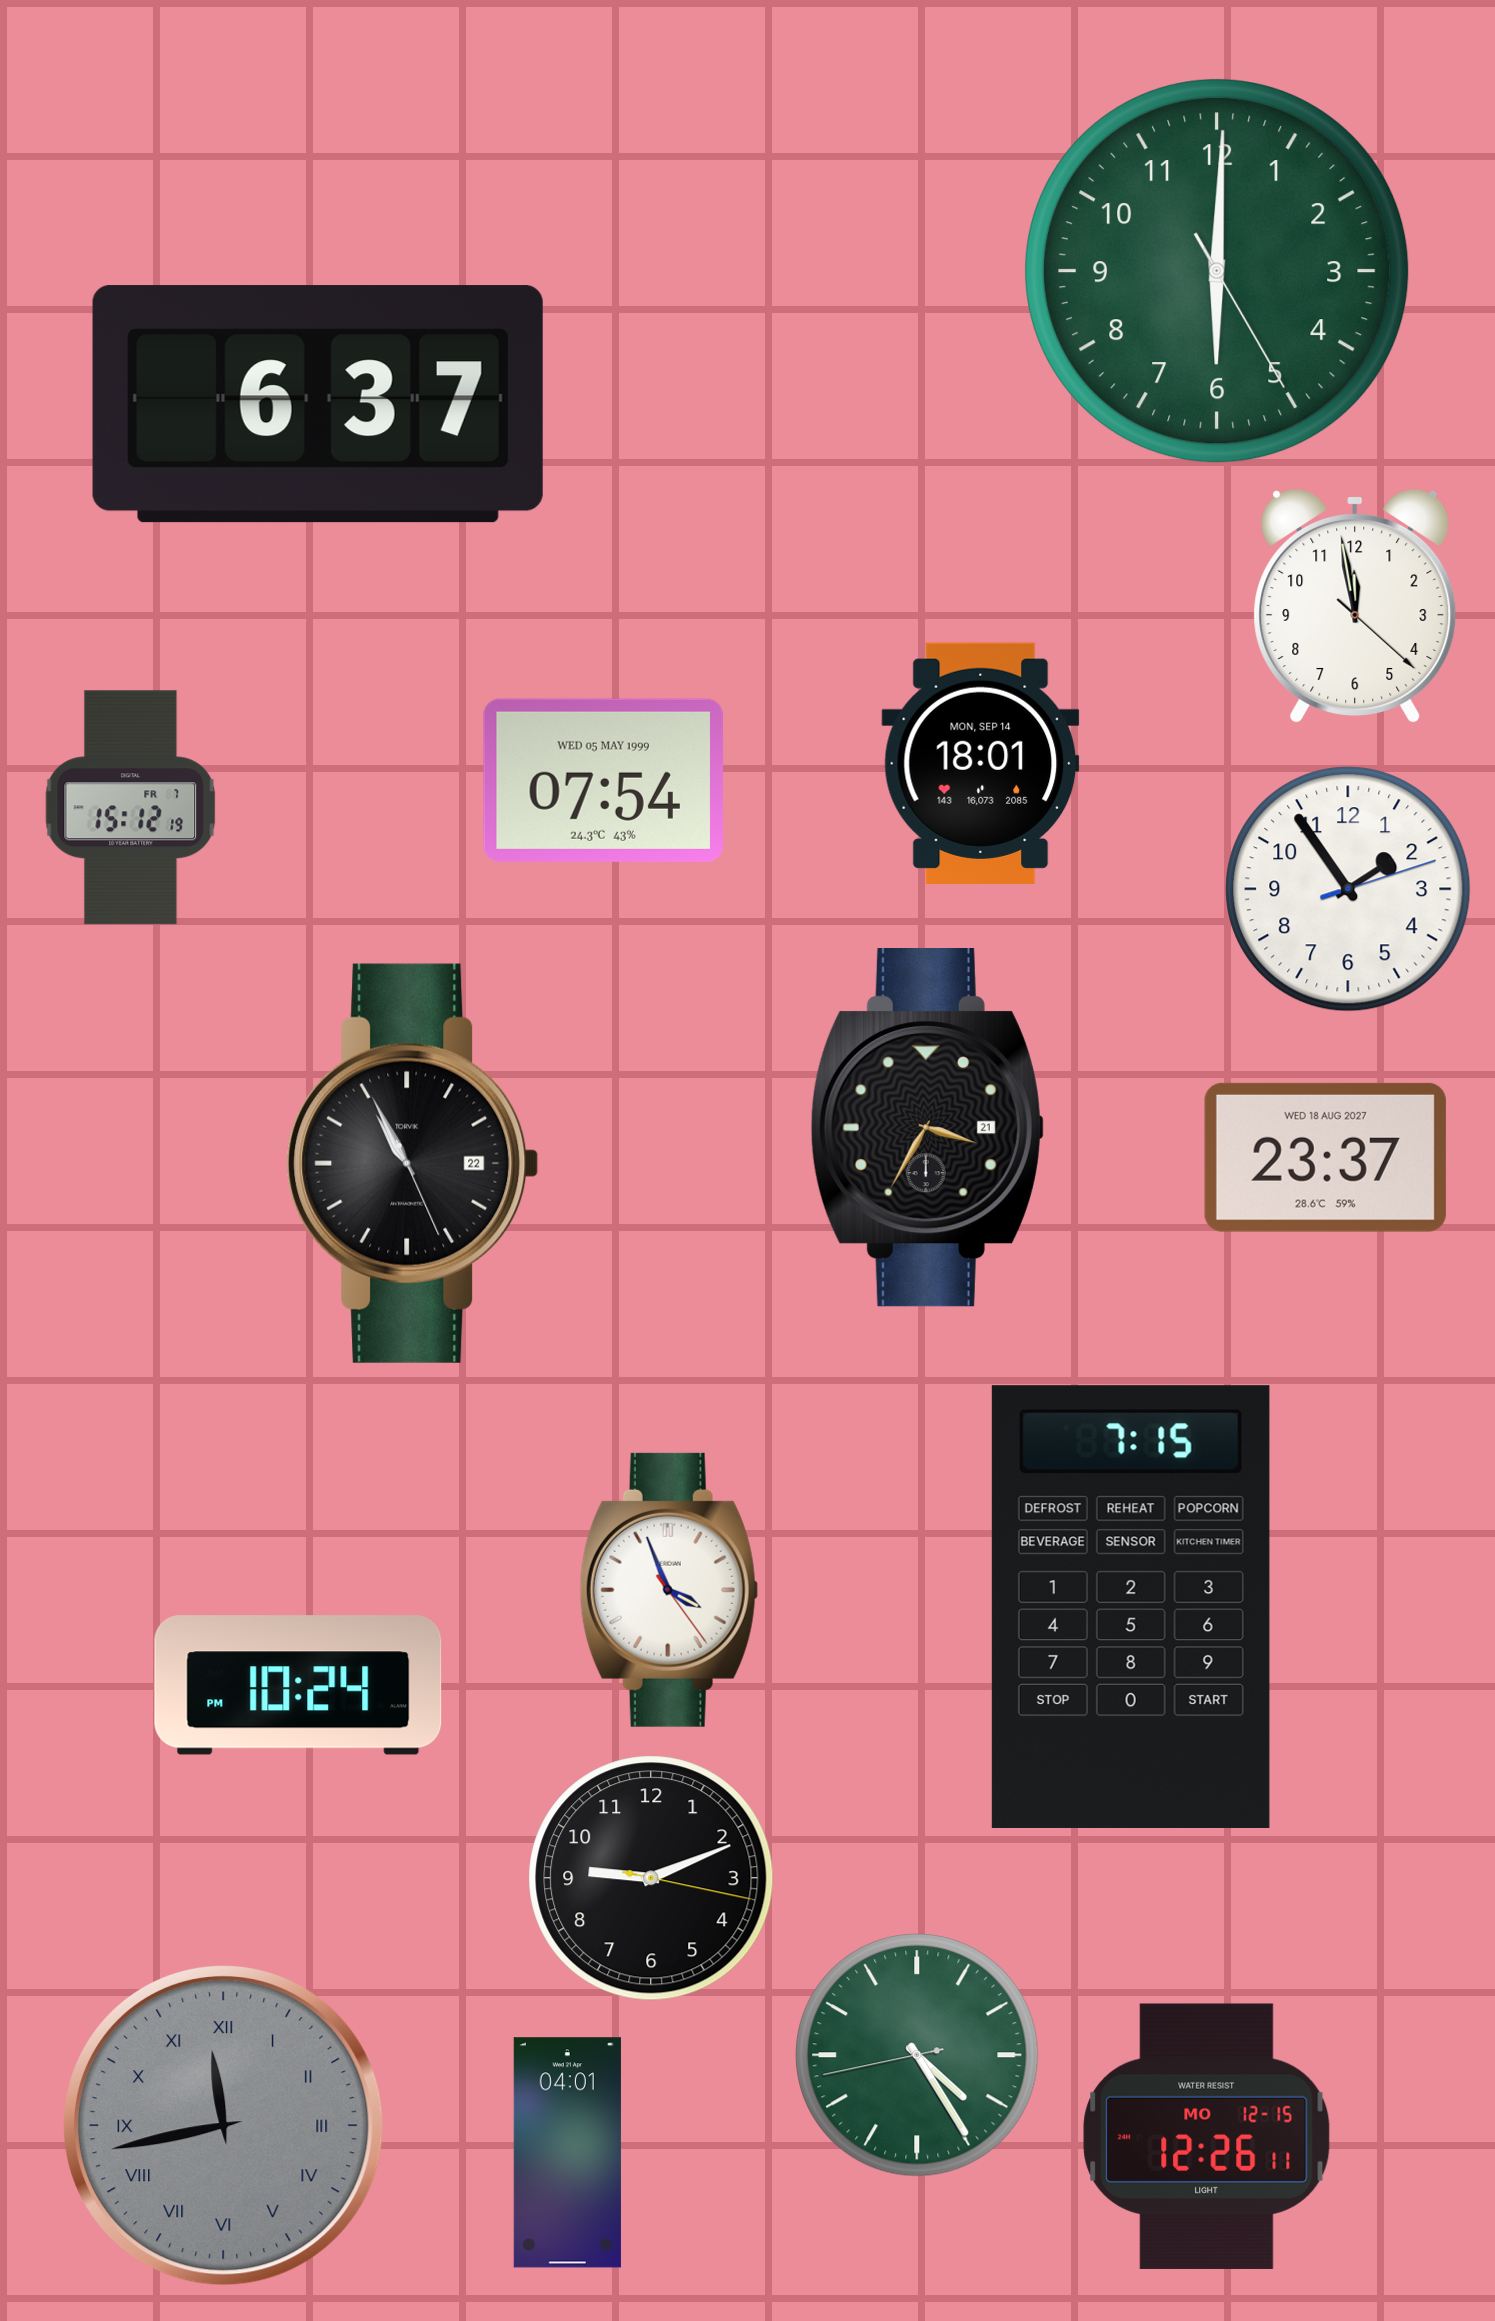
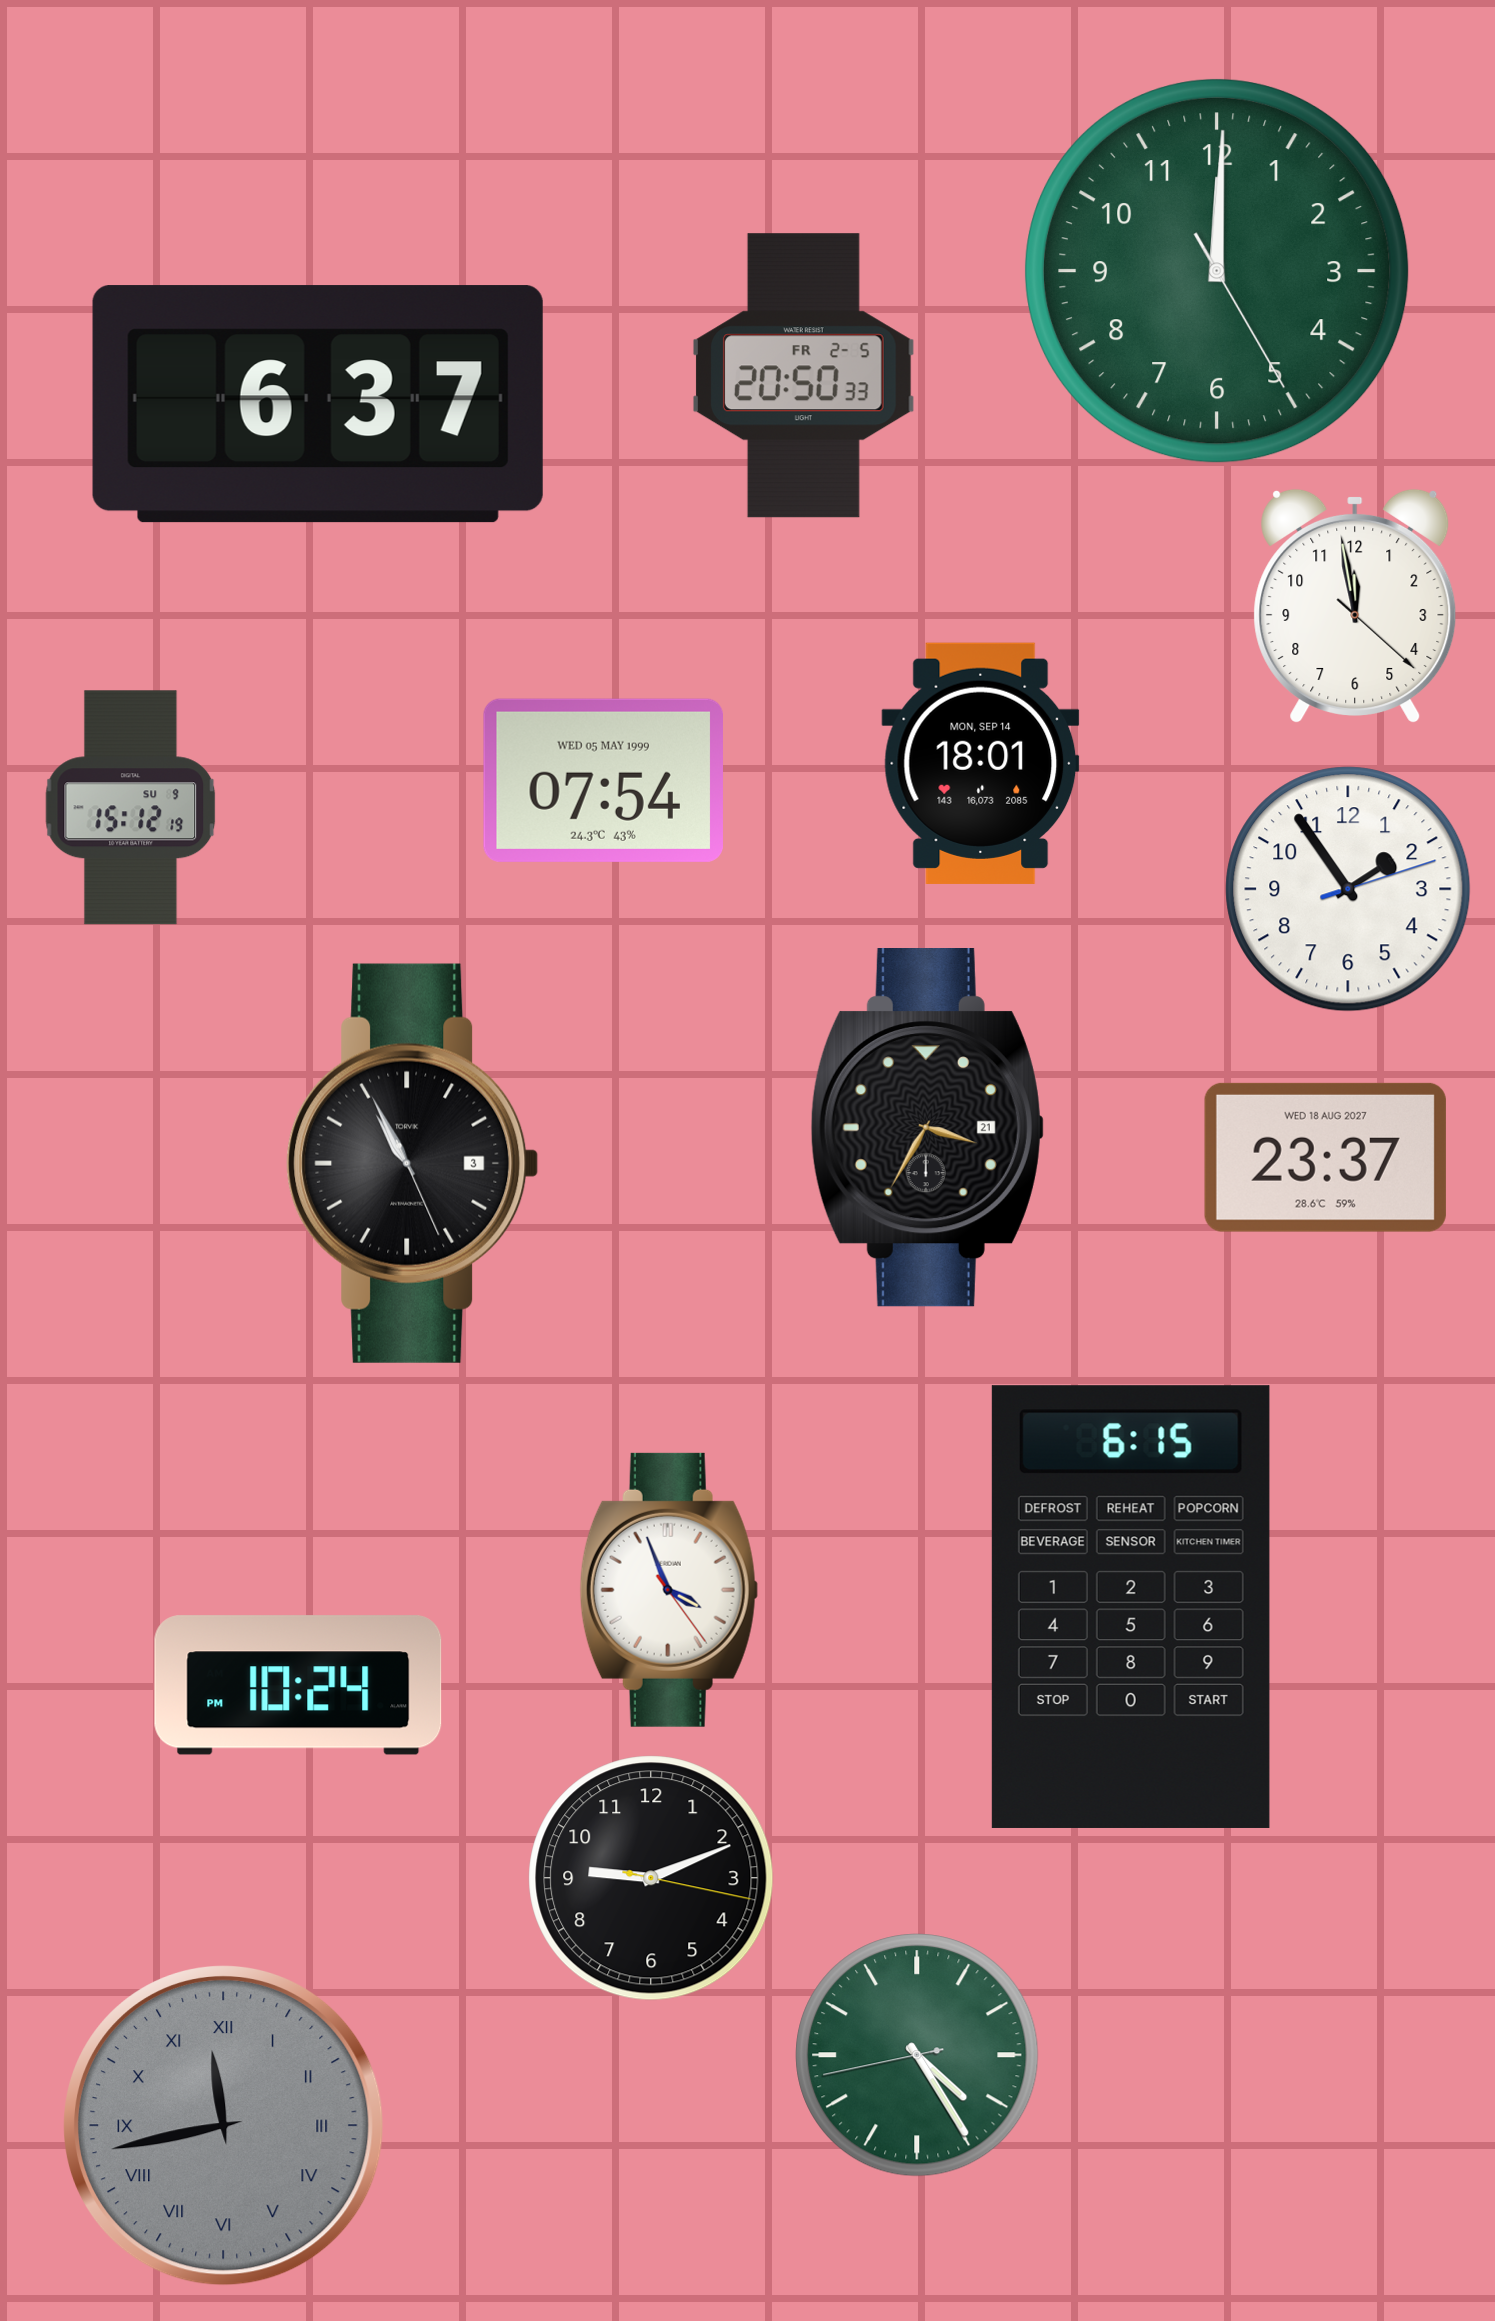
clock at (1218, 272): 6:00 -> 12:00
clock at (803, 376): none -> 20:50
clock at (131, 808) date: FR 7 -> SU 9
clock at (413, 1163) date: 22 -> 3
clock at (1131, 1607): 7:15 -> 6:15
clock at (1207, 2136): 12:26 -> none
clock at (567, 2153): 04:01 -> none
